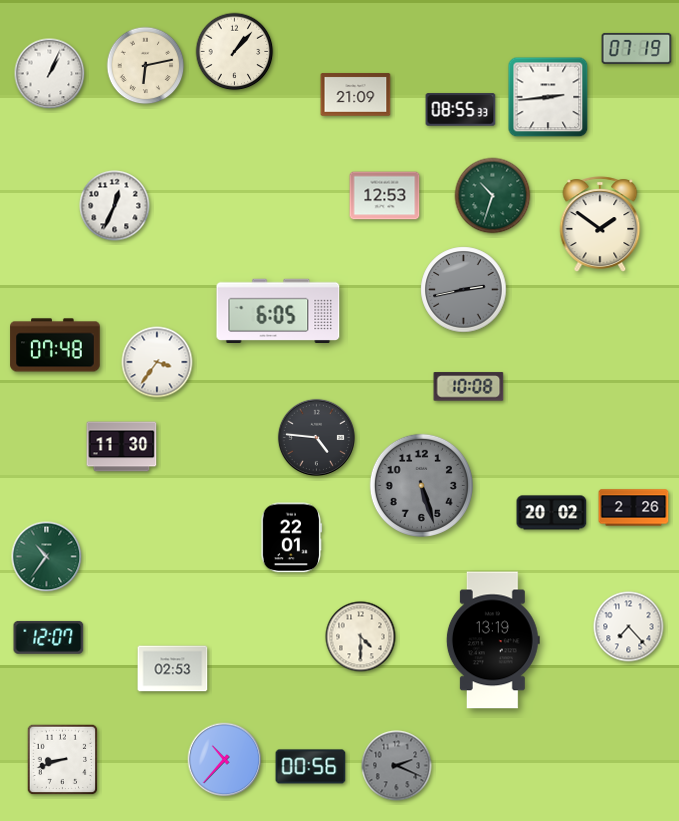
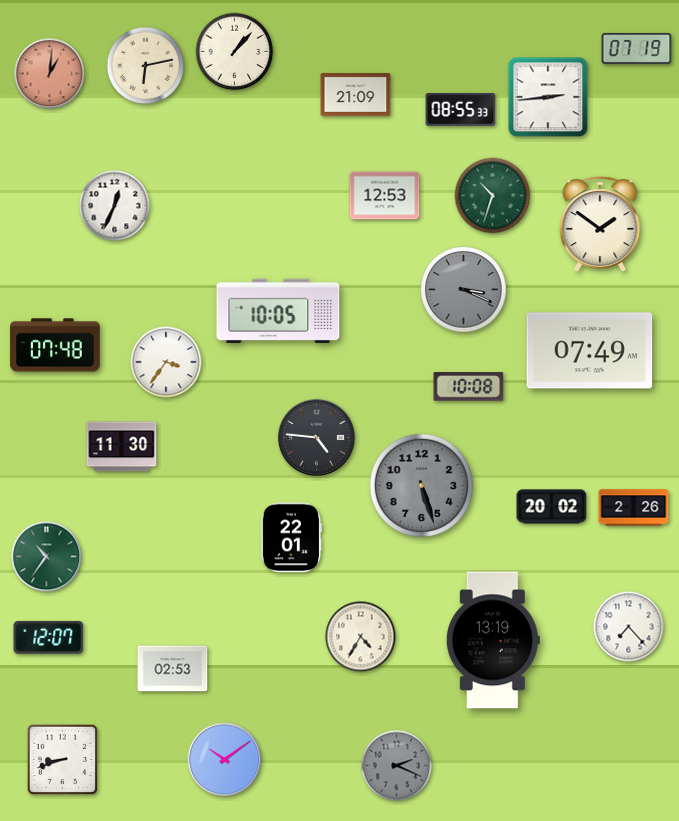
clock at (50, 74): 1:04 -> 1:01
clock at (50, 74) dial: white -> salmon
clock at (464, 290): 2:43 -> 3:19
clock at (278, 310): 6:05 -> 10:05
clock at (590, 351): none -> 07:49
clock at (157, 362) position: (157, 362) -> (166, 362)
clock at (552, 513) position: (552, 513) -> (552, 507)
clock at (361, 637): 4:30 -> 4:35
clock at (225, 760): 10:37 -> 10:09
clock at (311, 767): 00:56 -> none
